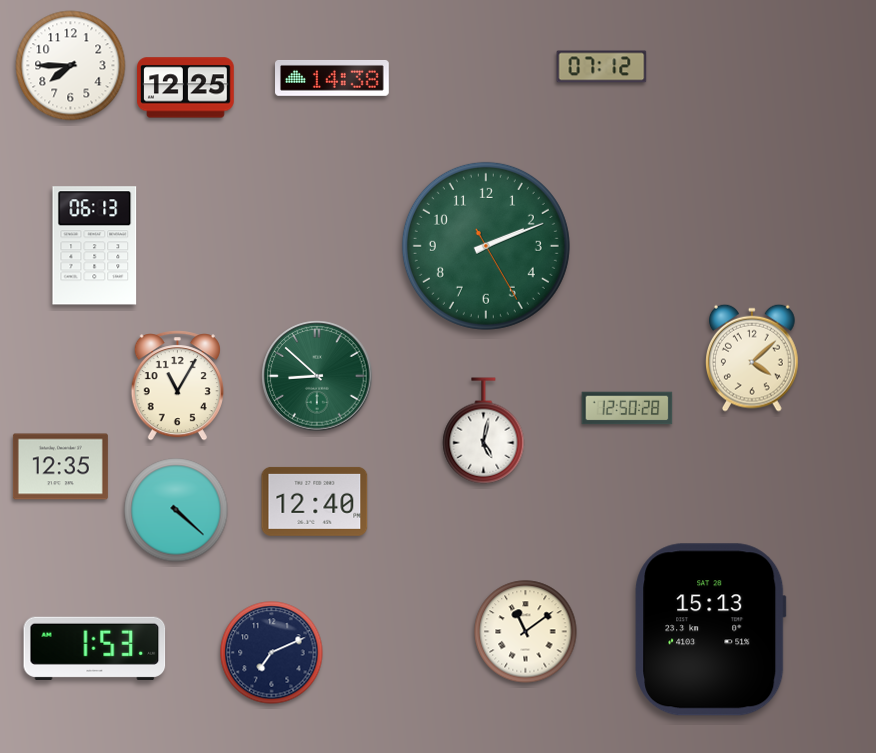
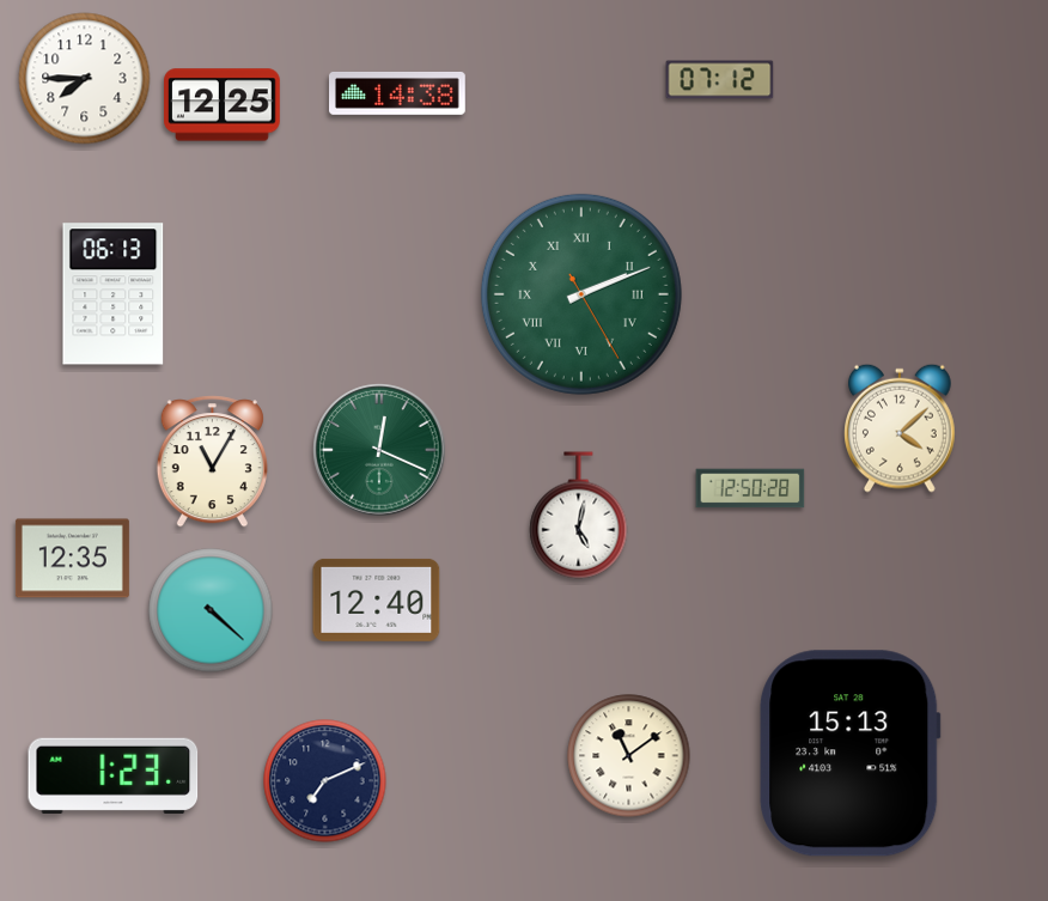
clock at (486, 246) numerals: Arabic -> Roman
clock at (317, 376): 8:52 -> 12:19
clock at (95, 648): 1:53 -> 1:23
